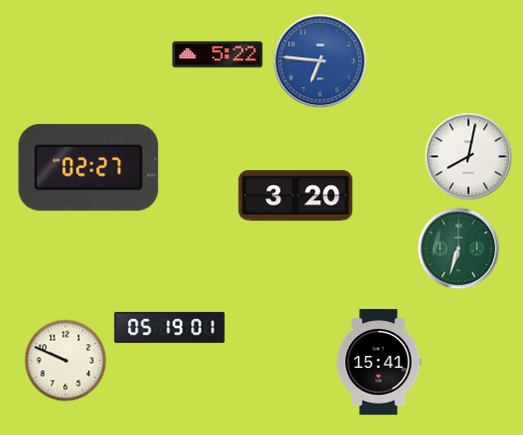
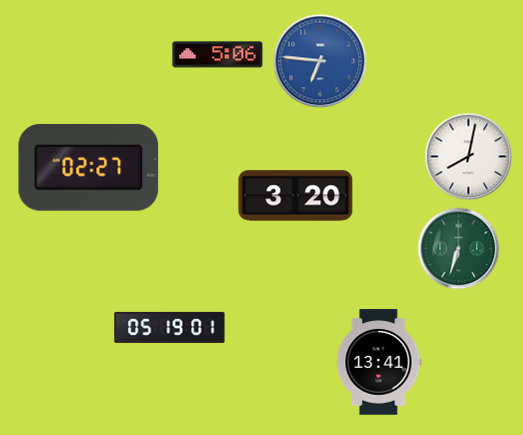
clock at (218, 55): 5:22 -> 5:06
clock at (66, 361): 9:49 -> none
clock at (379, 362): 15:41 -> 13:41
